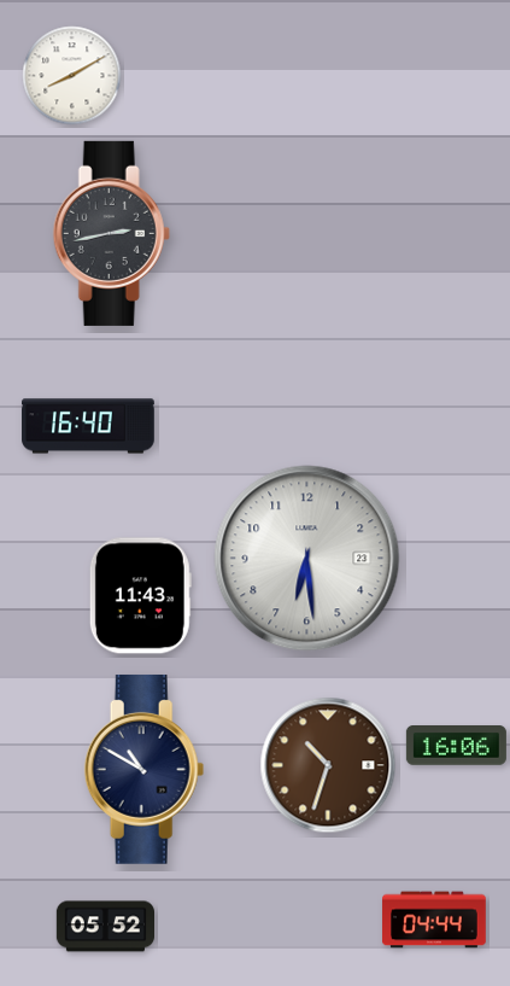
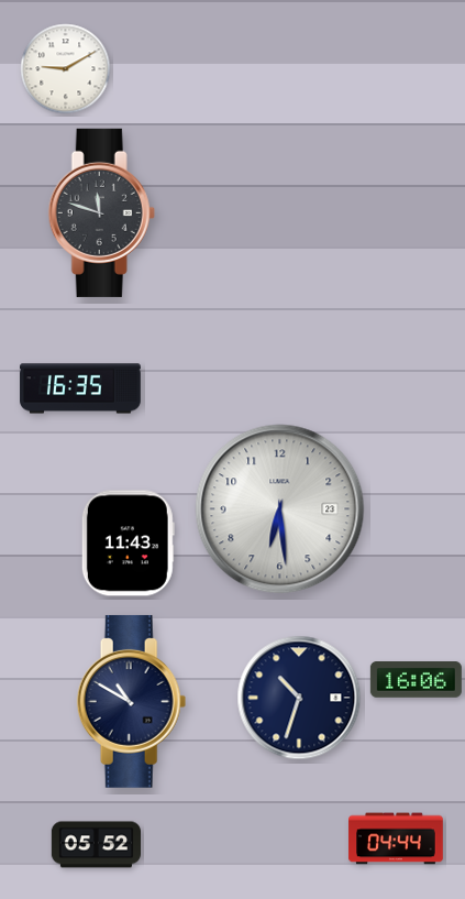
clock at (72, 76): 8:10 -> 9:10
clock at (111, 233): 2:43 -> 11:48
clock at (88, 426): 16:40 -> 16:35
clock at (328, 765) dial: brown -> navy
